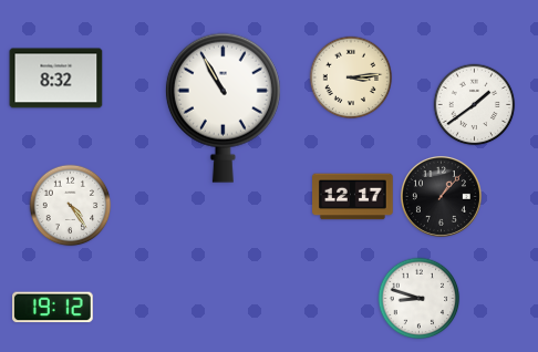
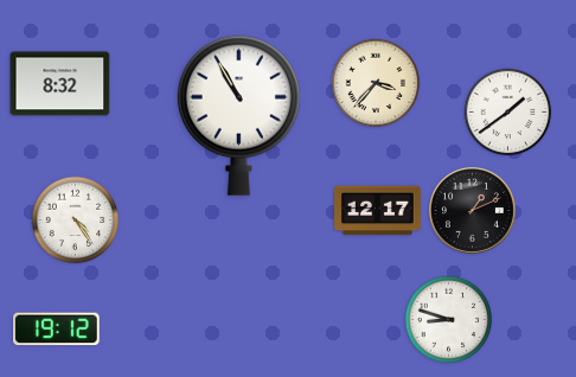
clock at (351, 77): 3:14 -> 3:37
clock at (441, 196): 1:07 -> 1:11
